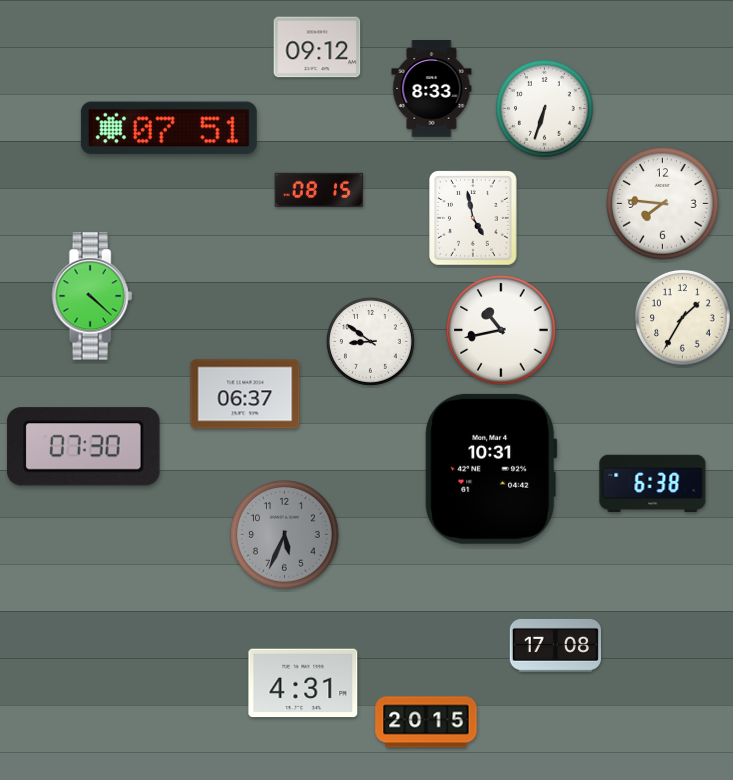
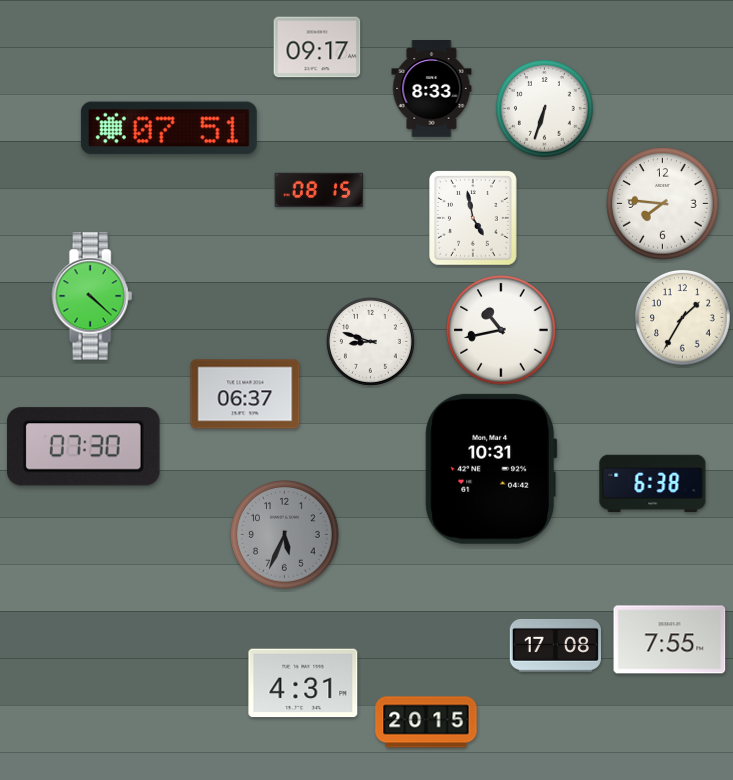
clock at (317, 47): 09:12 -> 09:17
clock at (370, 341): 8:51 -> 8:48
clock at (670, 640): none -> 7:55
